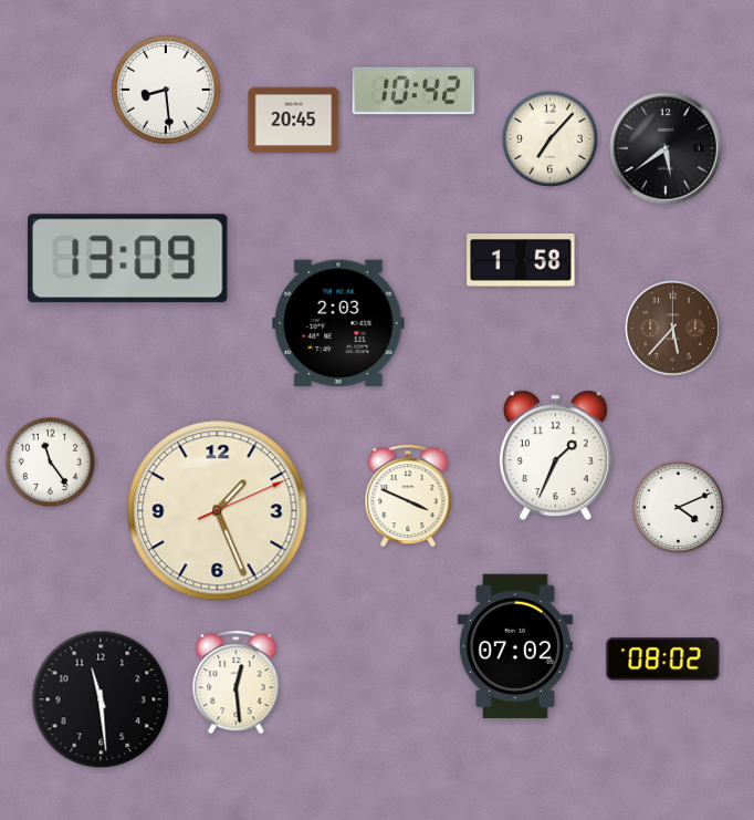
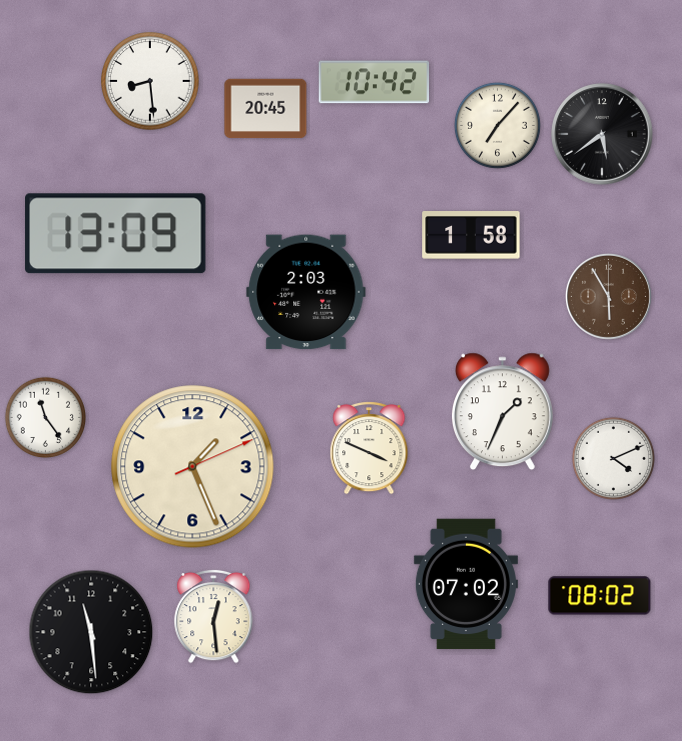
clock at (672, 328): 5:37 -> 5:55
clock at (218, 511) position: (218, 511) -> (193, 467)
